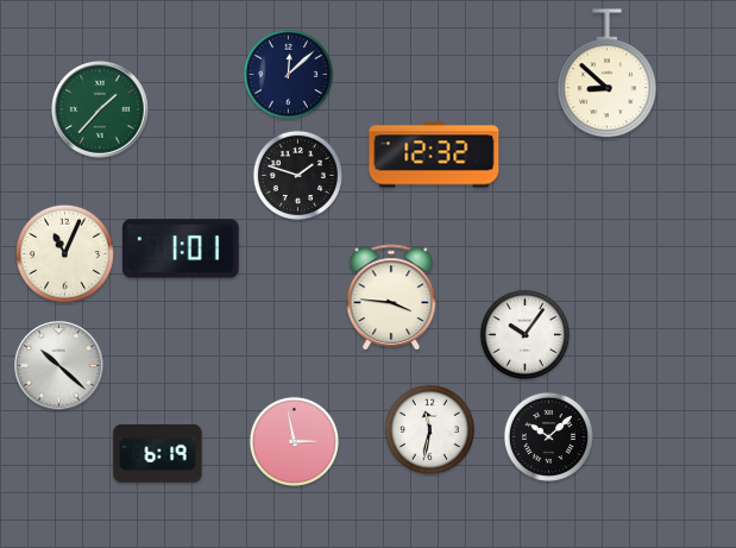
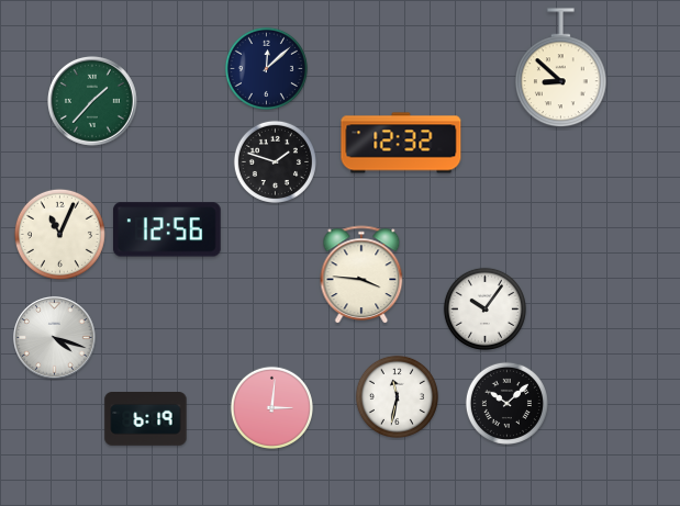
clock at (182, 248): 1:01 -> 12:56
clock at (59, 366): 10:22 -> 4:18
clock at (294, 441): 2:58 -> 3:01
